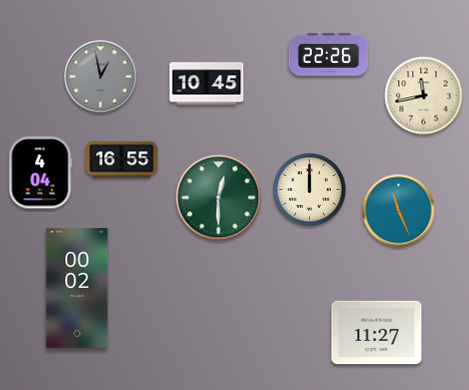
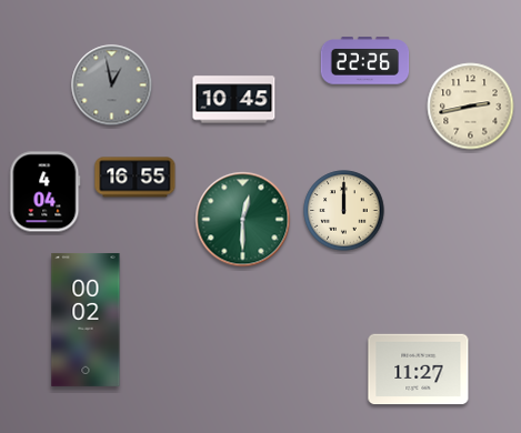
clock at (207, 84) position: (207, 84) -> (234, 100)
clock at (424, 96): 11:43 -> 2:43
clock at (399, 211): 11:26 -> none
